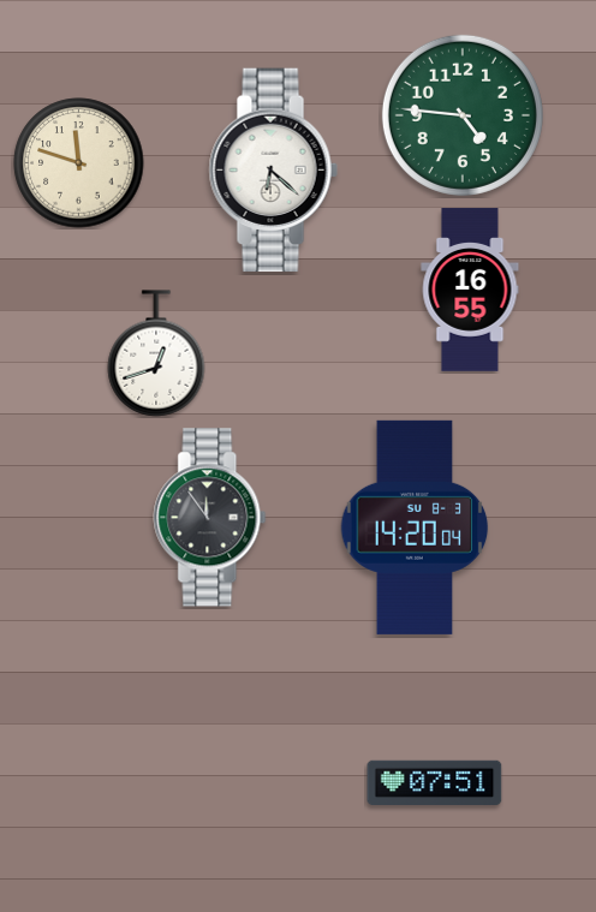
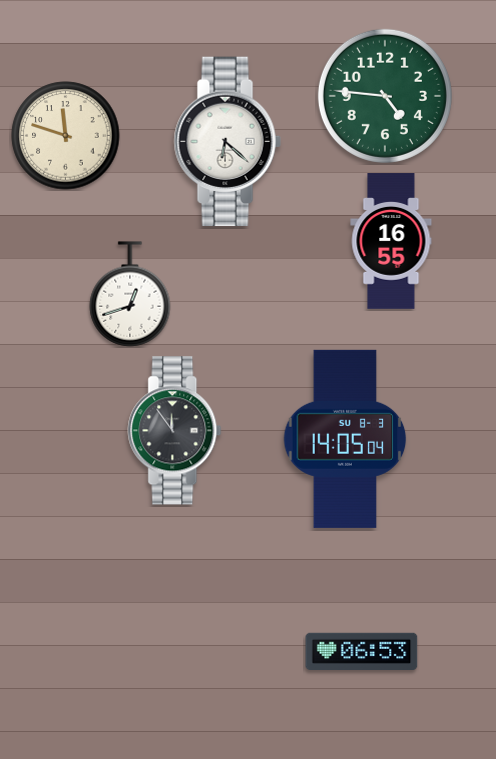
clock at (415, 527): 14:20 -> 14:05
clock at (435, 782): 07:51 -> 06:53
